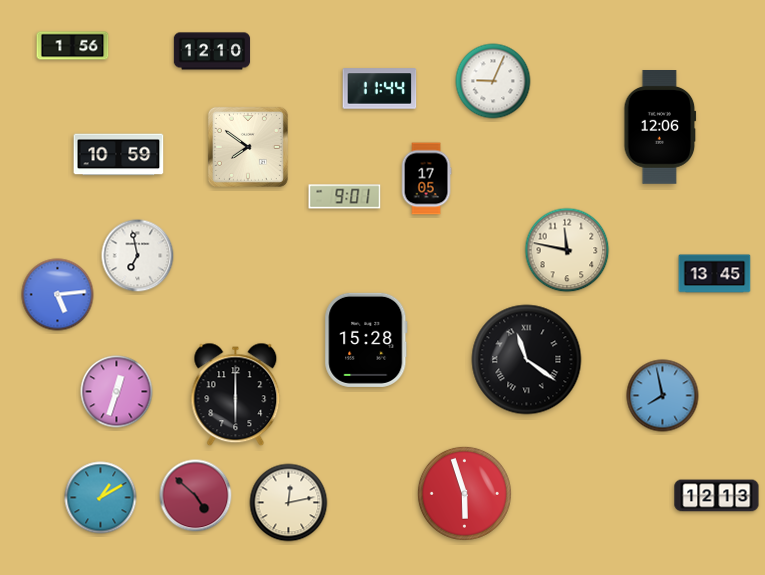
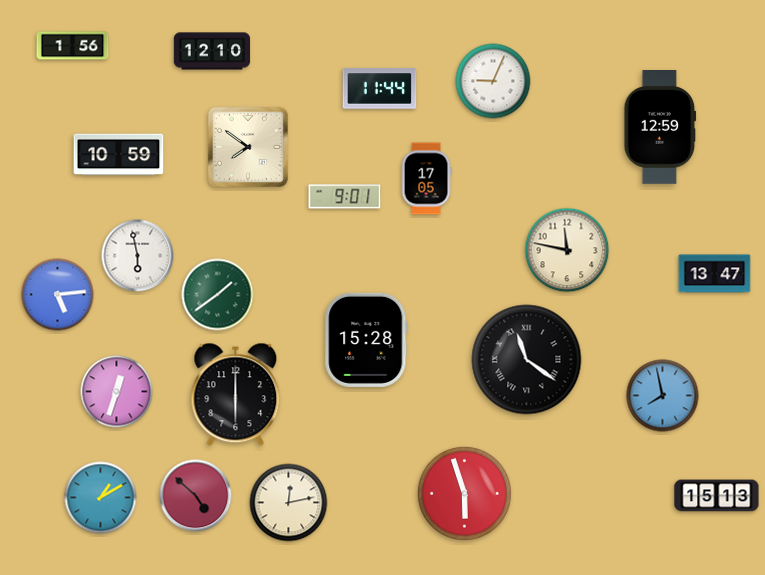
clock at (660, 128): 12:06 -> 12:59
clock at (138, 256): 6:58 -> 5:58
clock at (715, 274): 13:45 -> 13:47
clock at (218, 295): none -> 1:39
clock at (717, 496): 12:13 -> 15:13
